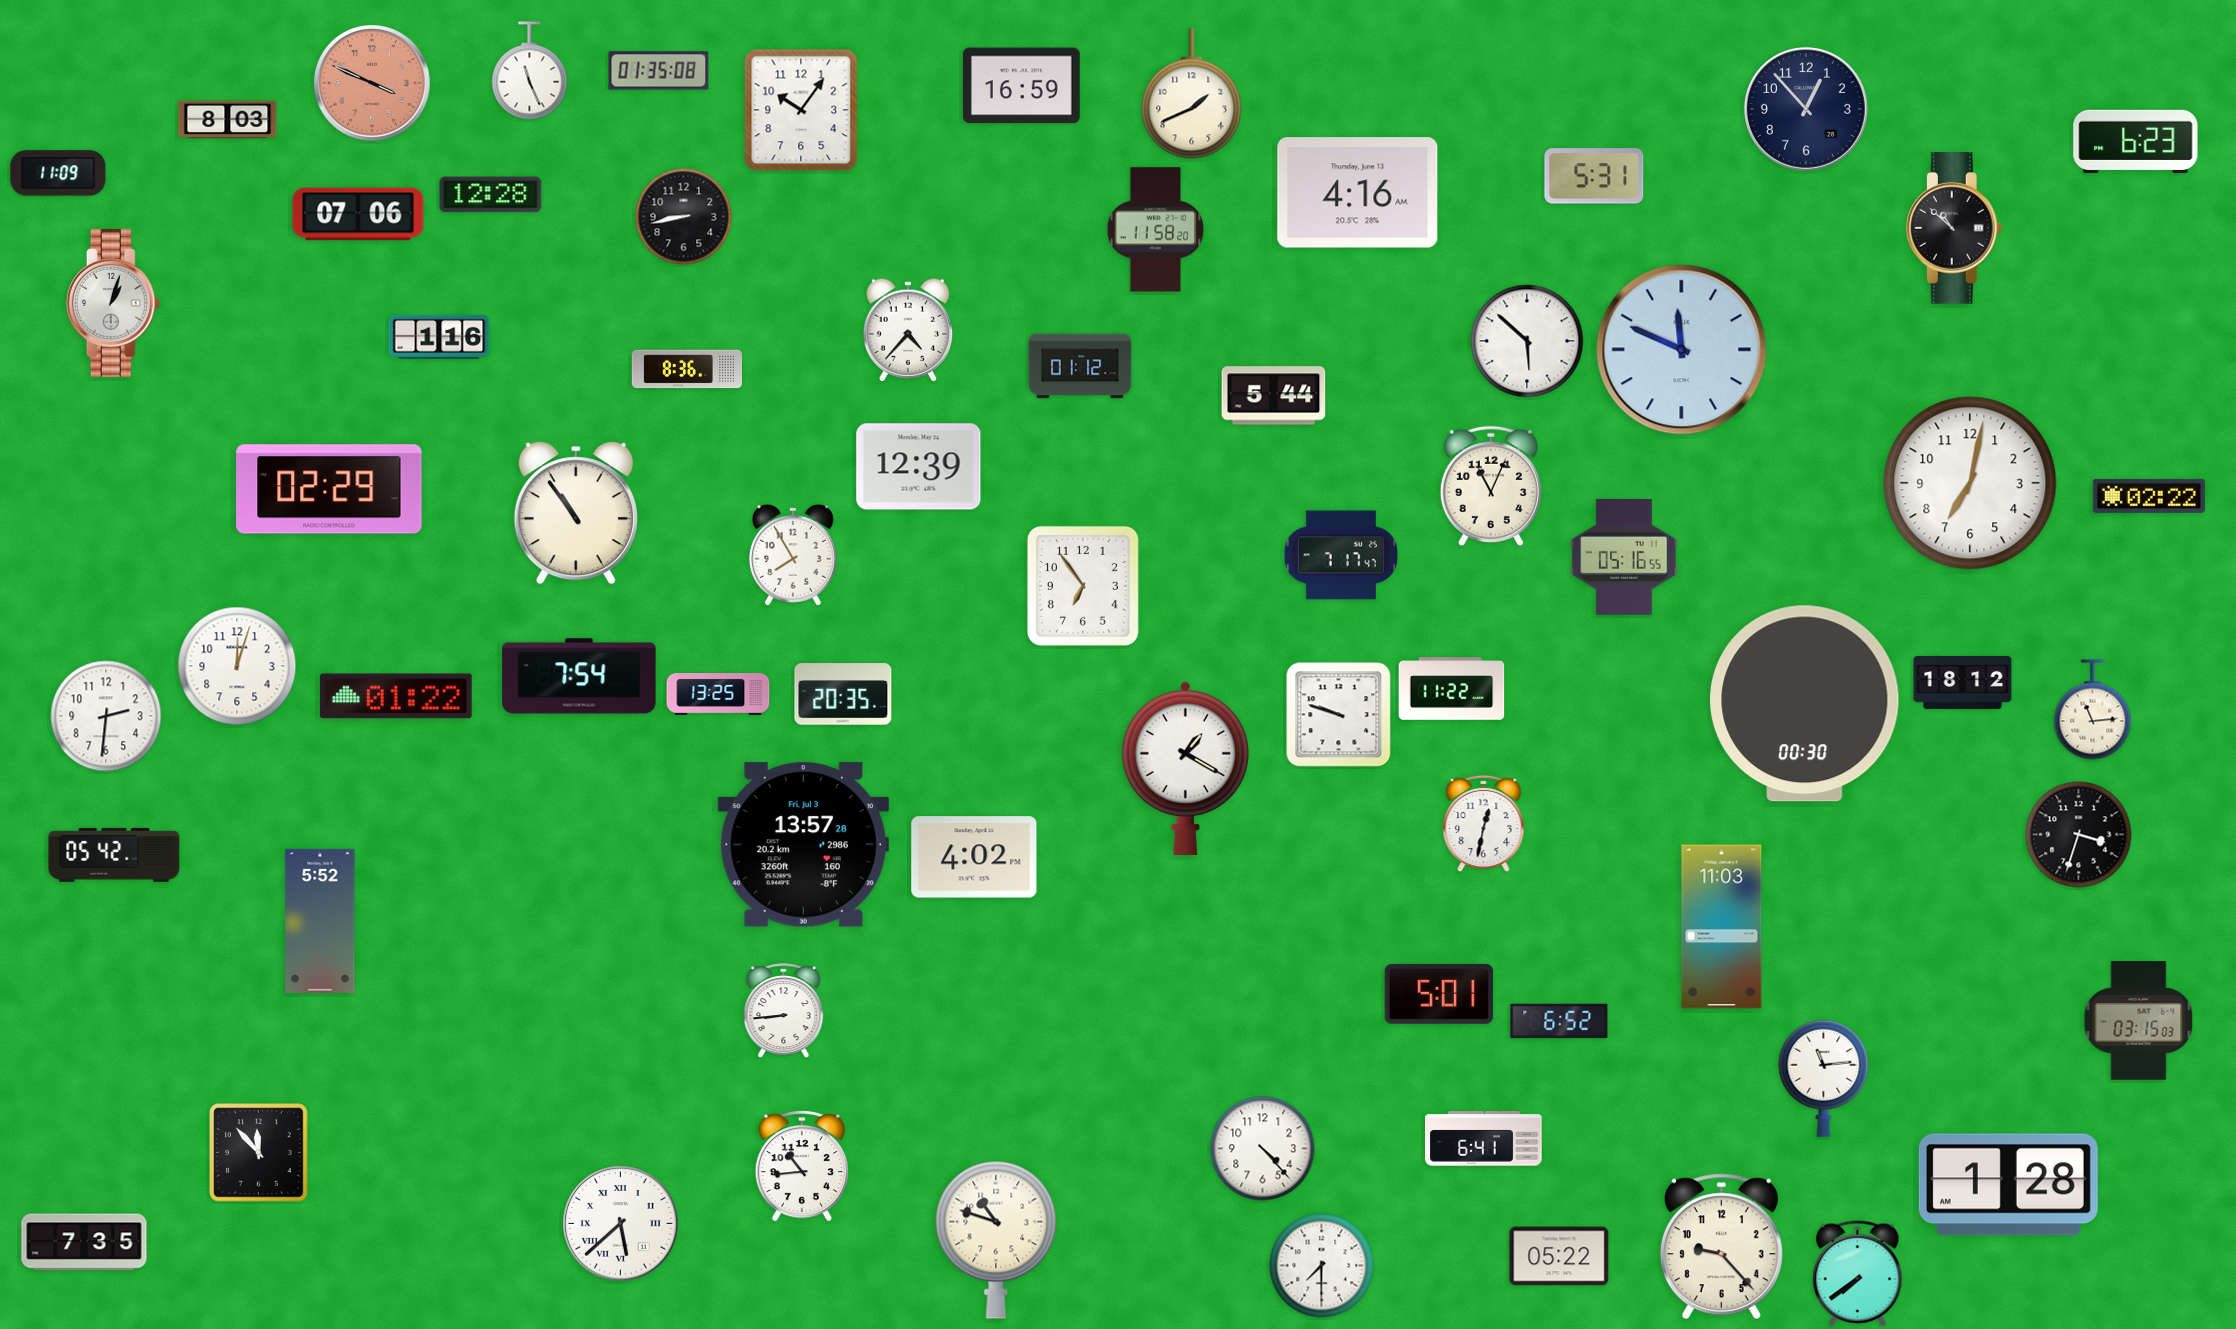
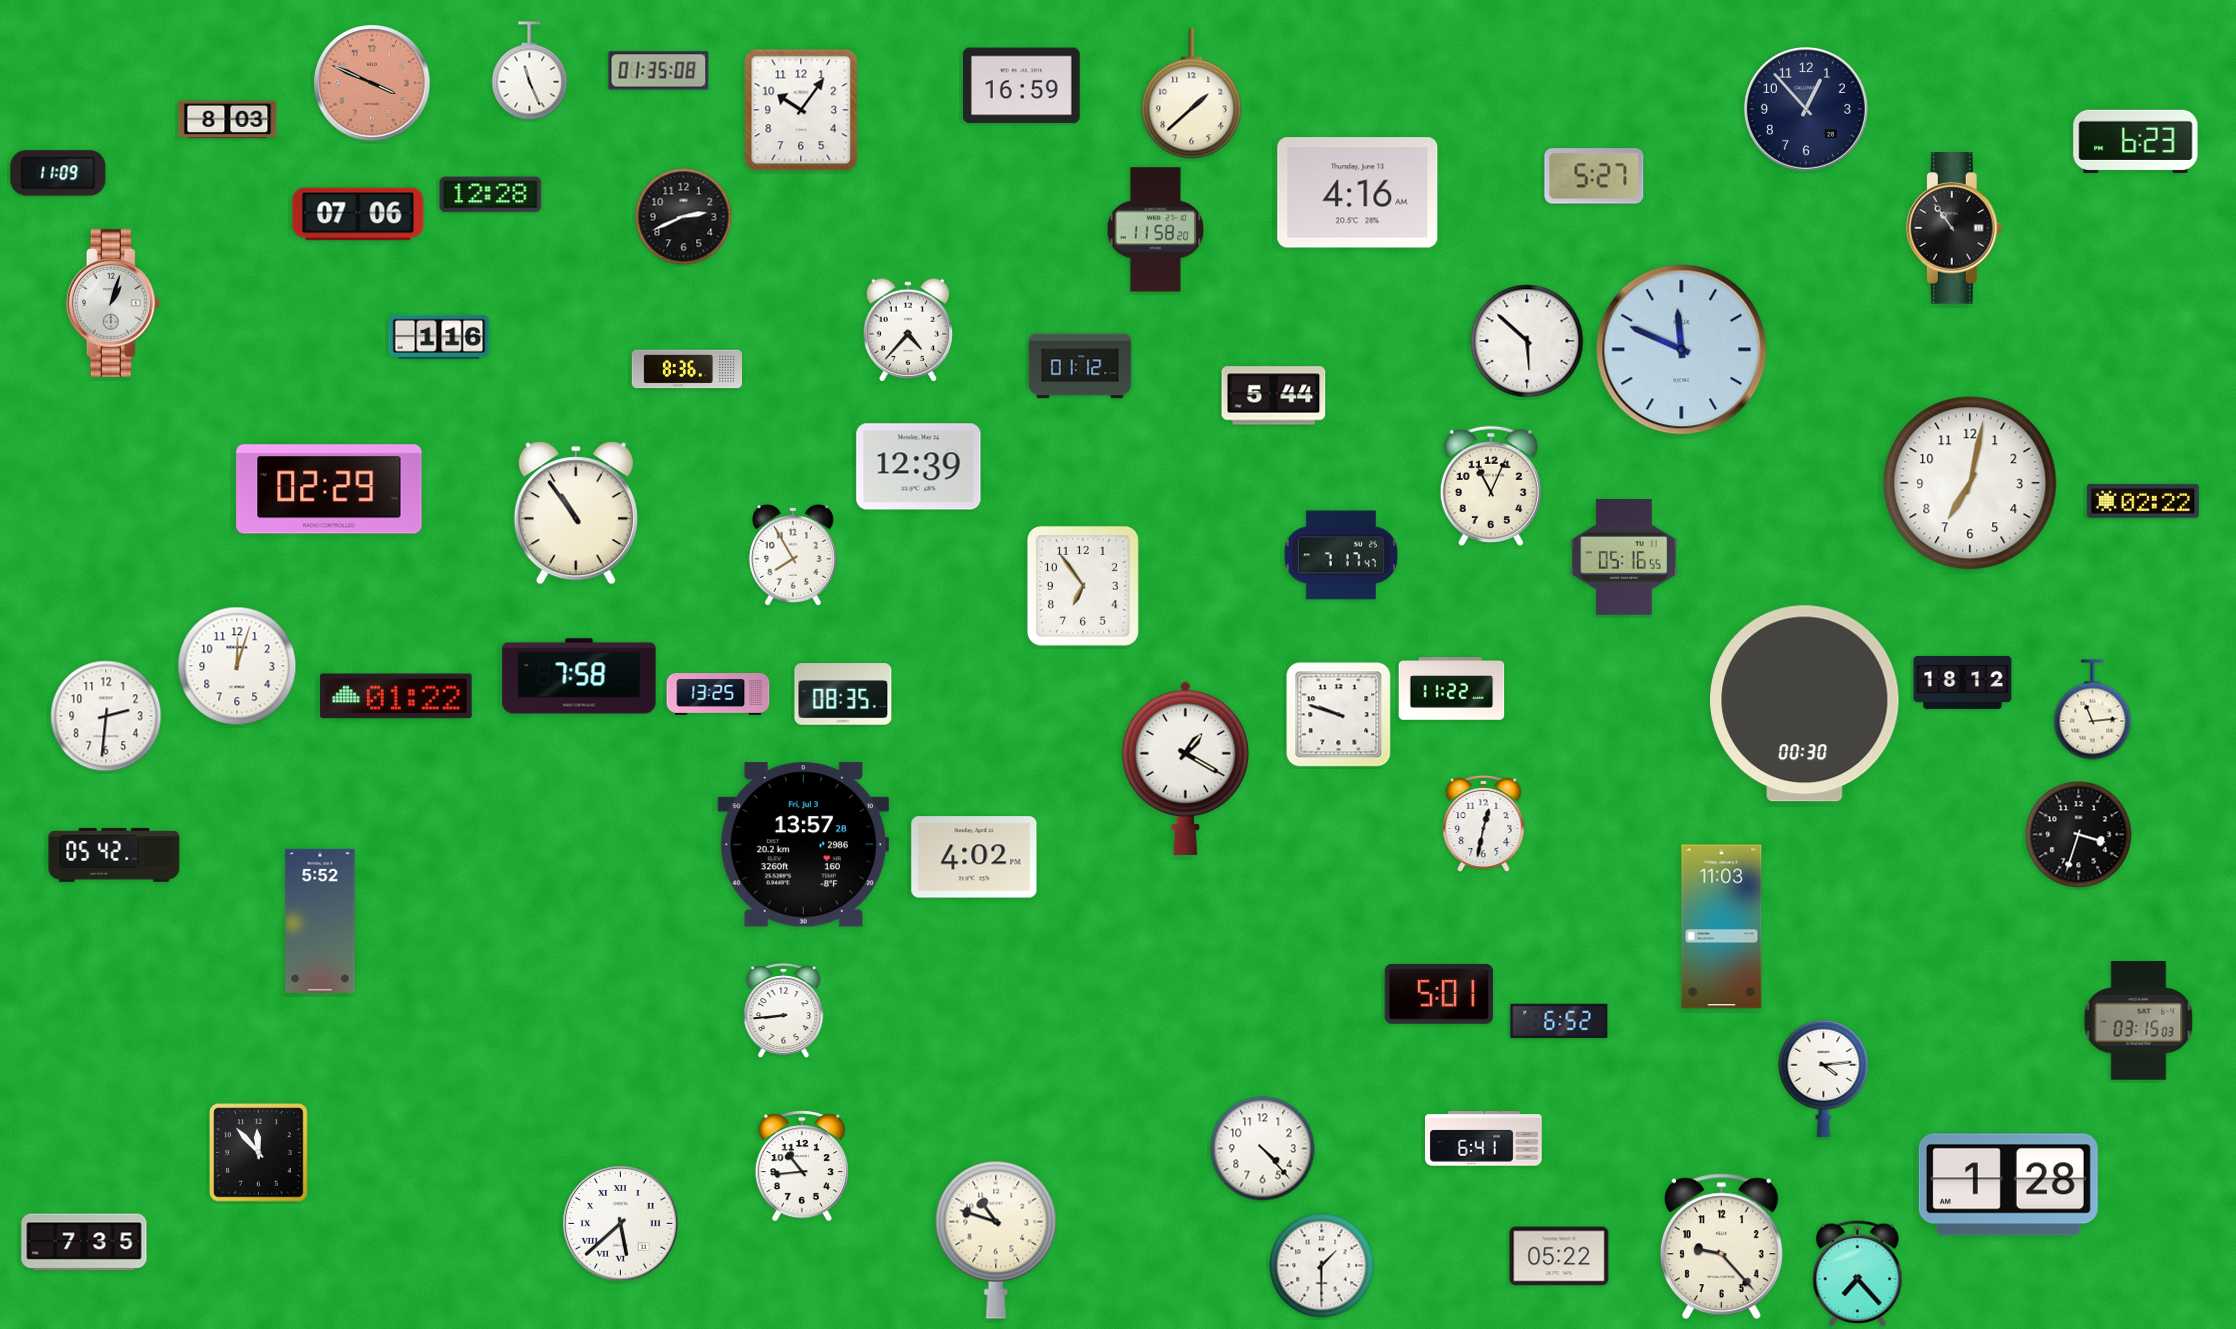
clock at (1192, 94): 1:41 -> 1:38
clock at (1594, 176): 5:31 -> 5:27
clock at (684, 217): 8:43 -> 2:41
clock at (1954, 228): 10:52 -> 10:54
clock at (2149, 496) position: (2149, 496) -> (2143, 501)
clock at (579, 676): 7:54 -> 7:58
clock at (843, 694): 20:35 -> 08:35
clock at (1824, 1078): 11:14 -> 4:14
clock at (1322, 1266): 7:30 -> 1:30
clock at (1858, 1274): 7:39 -> 7:23
